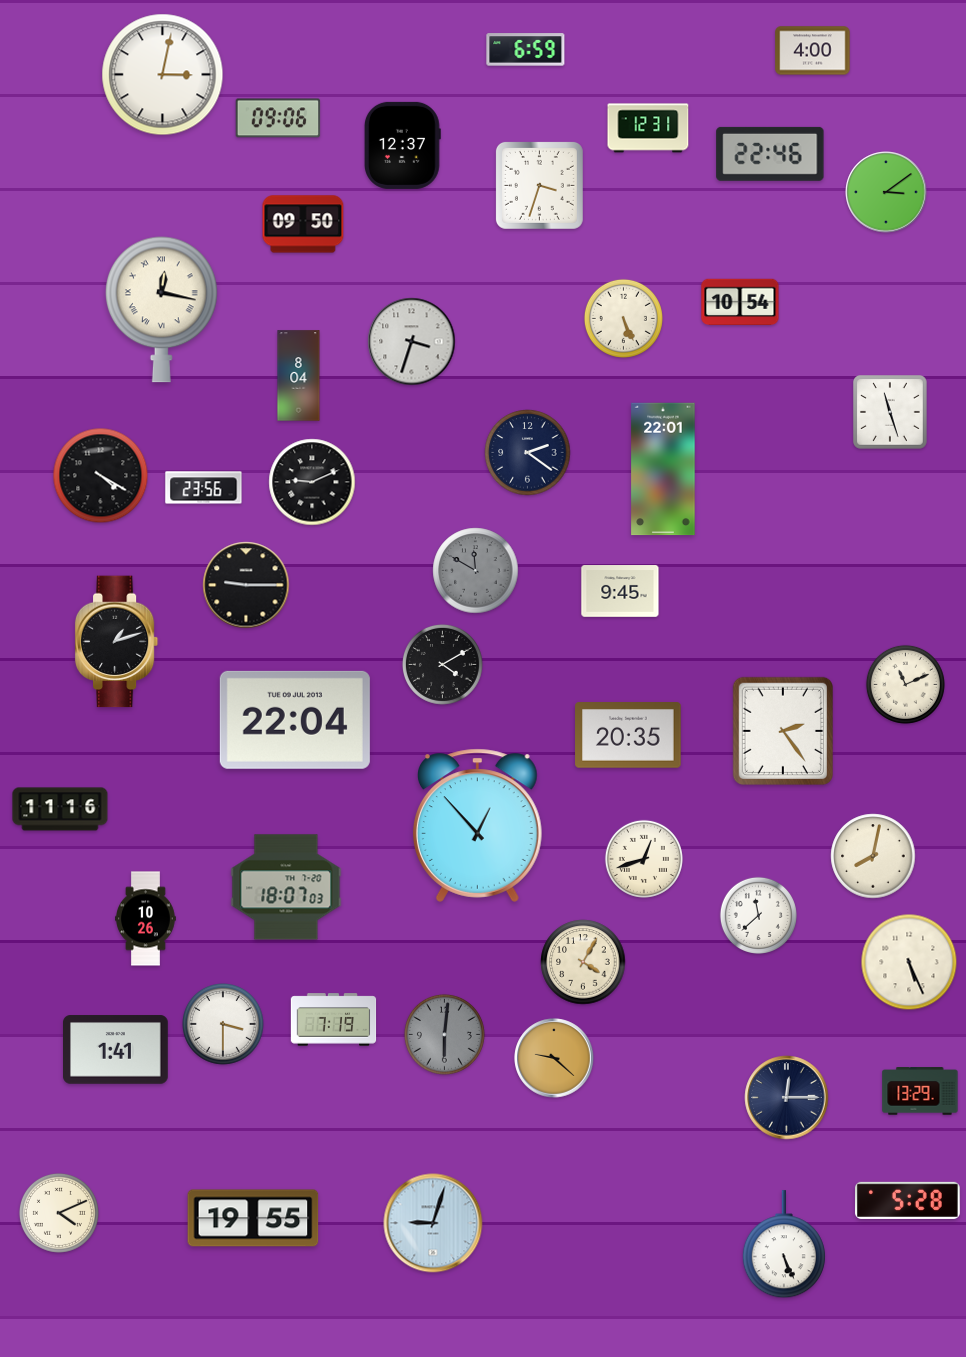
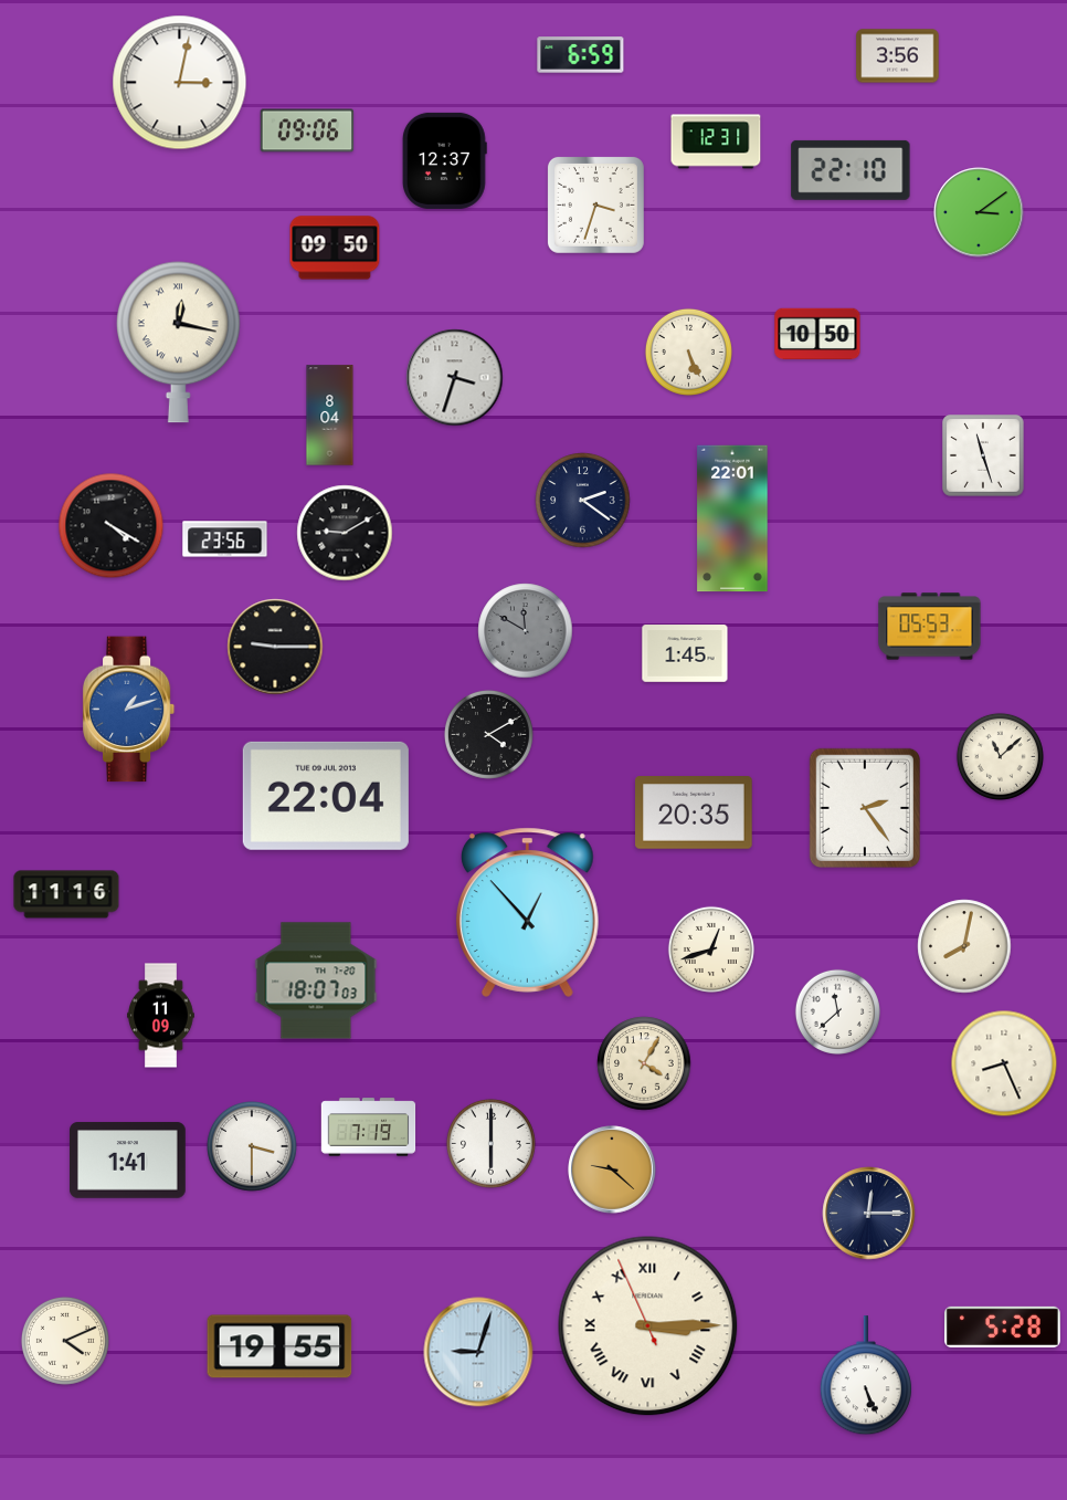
clock at (813, 51): 4:00 -> 3:56
clock at (770, 154): 22:46 -> 22:10
clock at (740, 302): 10:54 -> 10:50
clock at (312, 482): 9:11 -> 9:10
clock at (930, 627): none -> 05:53
clock at (246, 585) position: (246, 585) -> (275, 647)
clock at (620, 591): 9:45 -> 1:45
clock at (117, 642) dial: black -> blue
clock at (905, 684): 11:11 -> 11:08
clock at (146, 919): 10:26 -> 11:09
clock at (909, 962): 5:26 -> 8:26
clock at (224, 1025) position: (224, 1025) -> (253, 1147)
clock at (444, 1034): 6:01 -> 6:00
clock at (444, 1034) dial: grey -> white
clock at (920, 1091): 13:29 -> none
clock at (648, 1326): none -> 3:14
